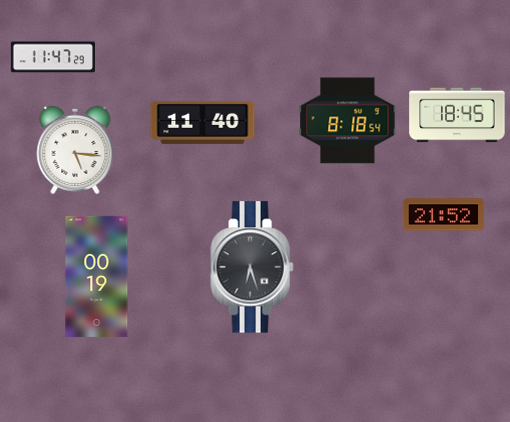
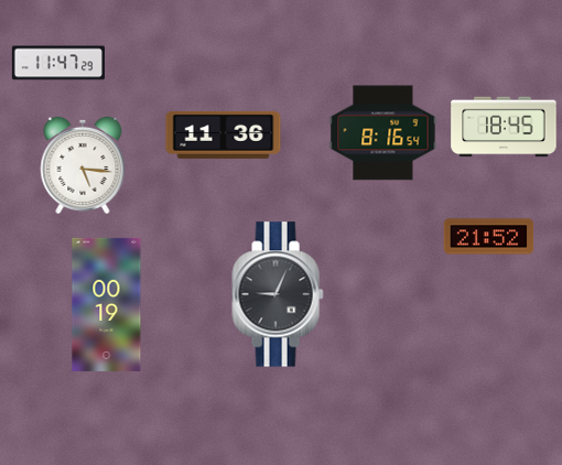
clock at (348, 121): 8:18 -> 8:16
clock at (203, 122): 11:40 -> 11:36
clock at (252, 267): 6:27 -> 9:04
